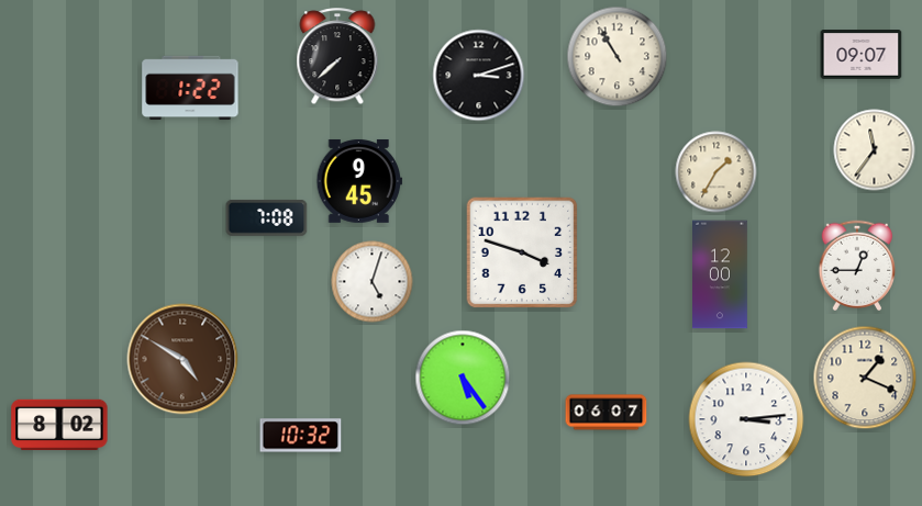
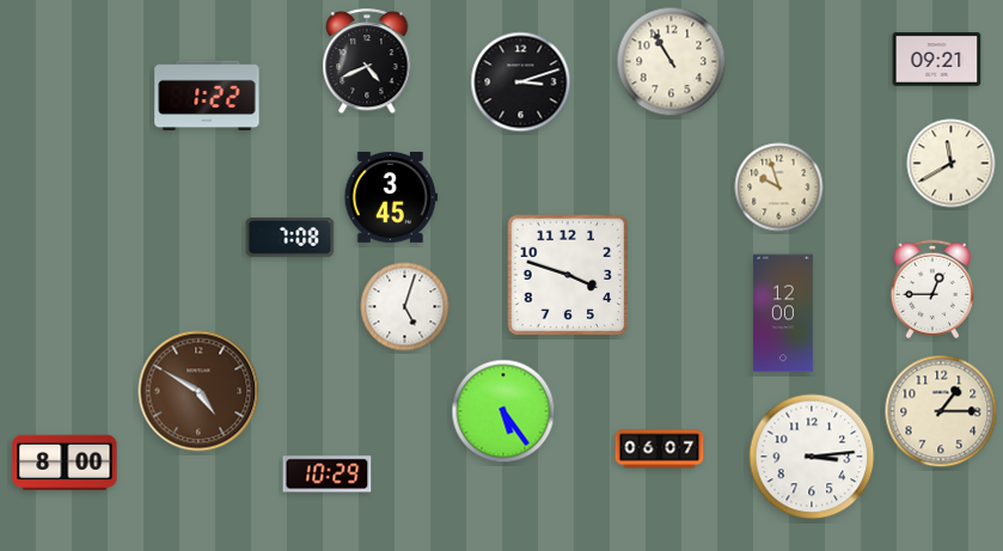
clock at (862, 55): 09:07 -> 09:21
clock at (337, 57): 7:38 -> 4:41
clock at (875, 150): 11:36 -> 11:40
clock at (717, 172): 1:35 -> 9:57
clock at (359, 181): 9:45 -> 3:45
clock at (721, 274) position: (721, 274) -> (784, 313)
clock at (865, 378): 1:19 -> 1:15
clock at (59, 425): 8:02 -> 8:00
clock at (301, 436): 10:32 -> 10:29
